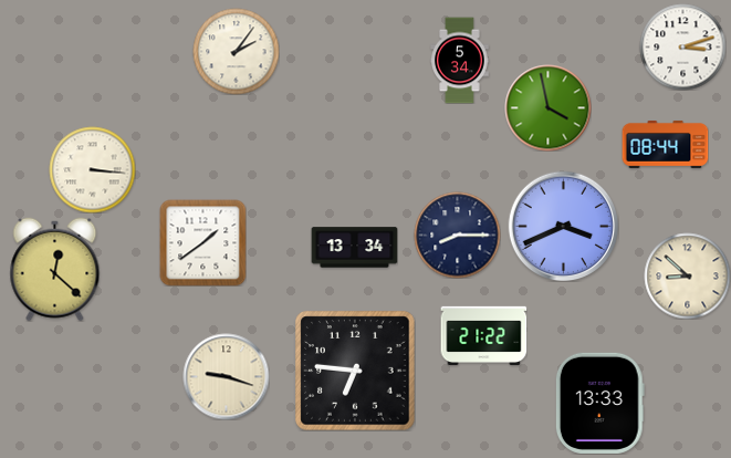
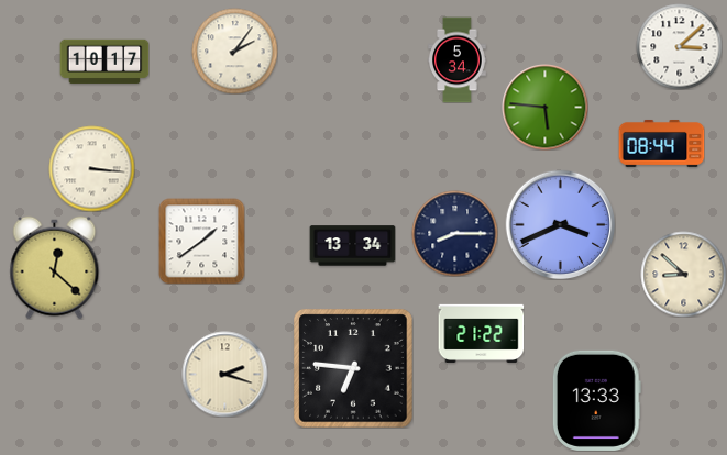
clock at (682, 46): 3:12 -> 3:08
clock at (104, 62): none -> 10:17
clock at (547, 107): 3:58 -> 5:46
clock at (226, 376): 9:18 -> 2:18
